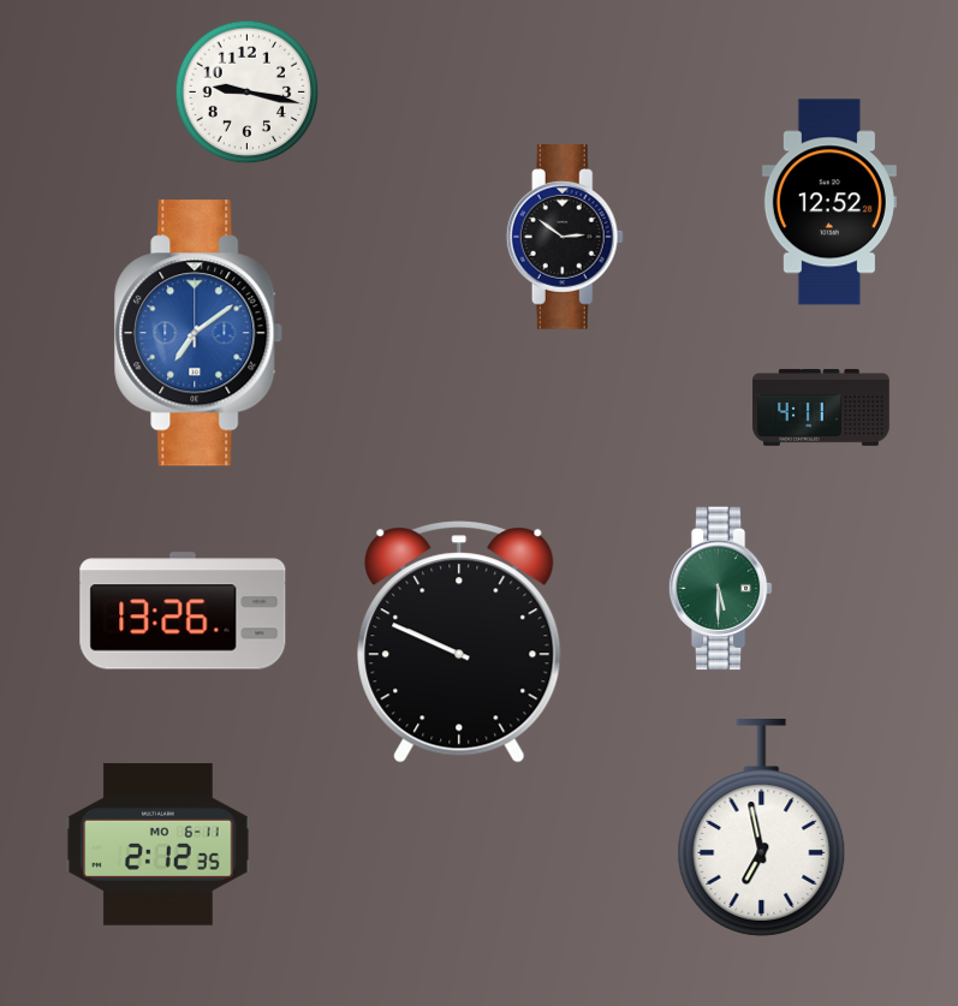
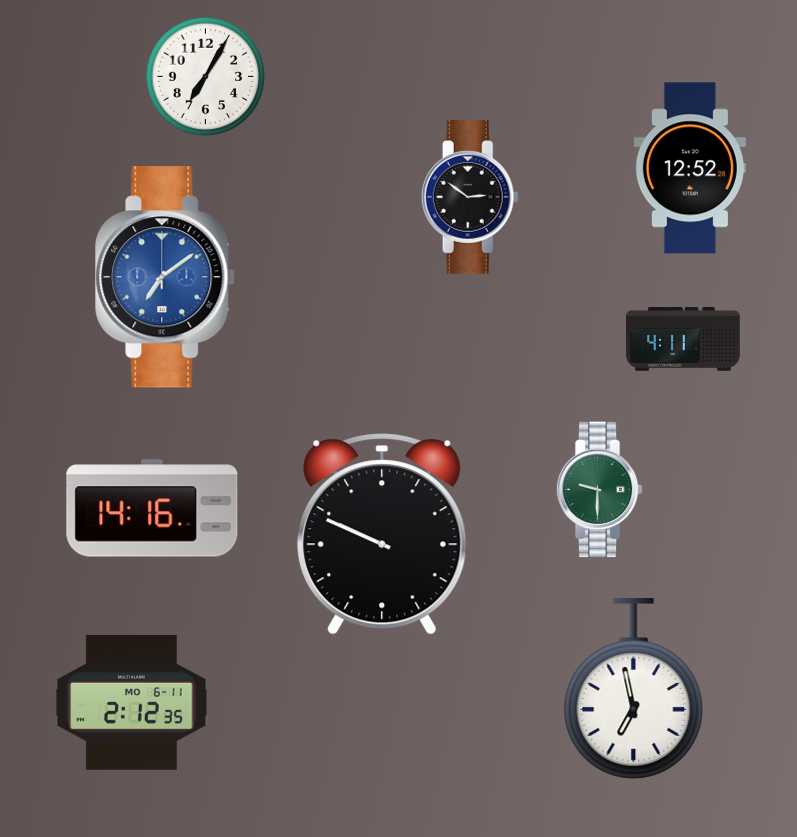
clock at (248, 93): 9:17 -> 7:05
clock at (720, 589): 5:30 -> 9:30
clock at (183, 611): 13:26 -> 14:16
